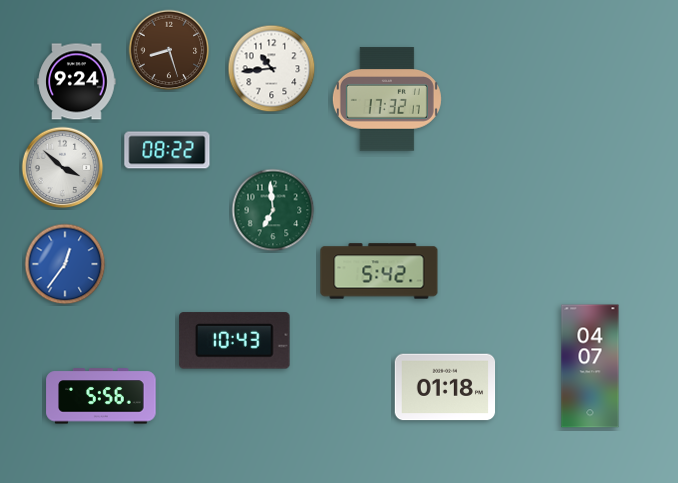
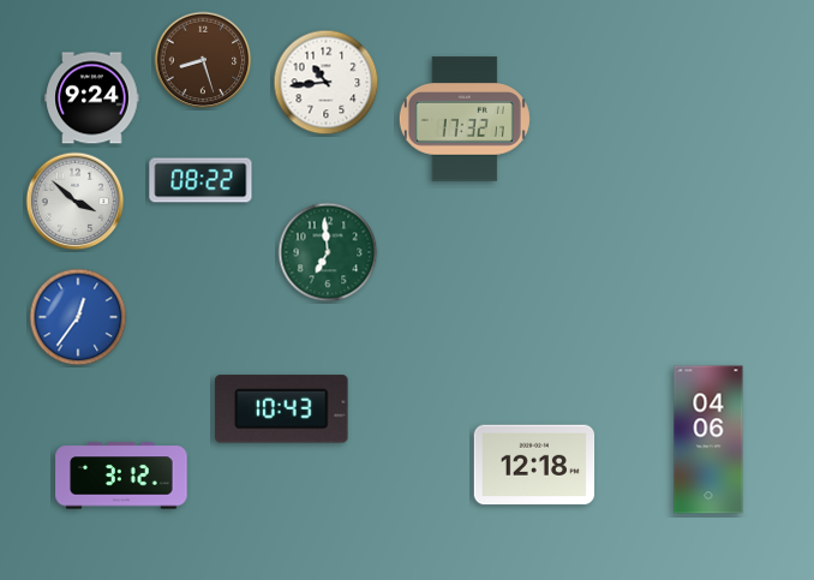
clock at (379, 271): 5:42 -> none
clock at (590, 366): 04:07 -> 04:06
clock at (445, 387): 01:18 -> 12:18
clock at (101, 396): 5:56 -> 3:12
